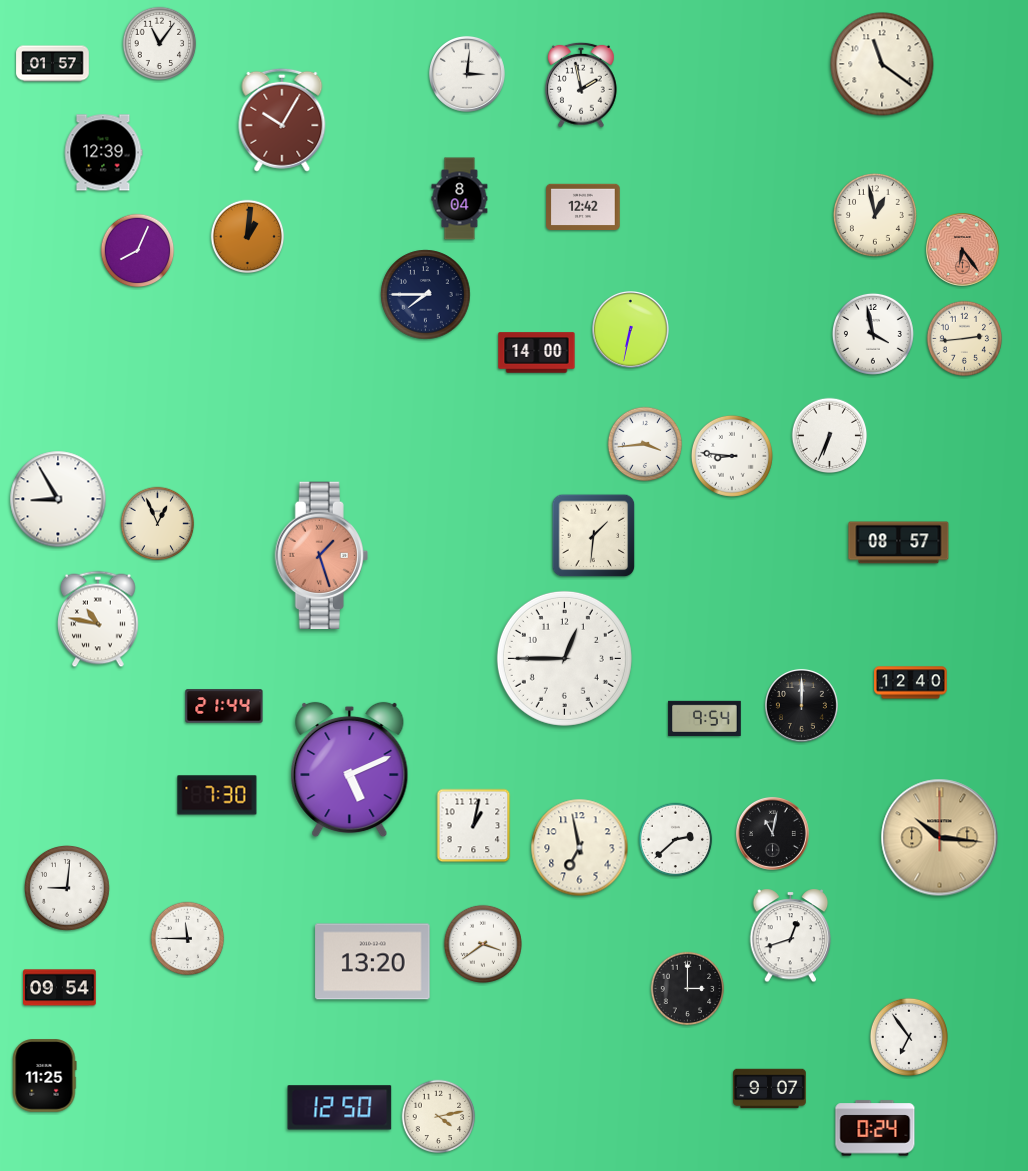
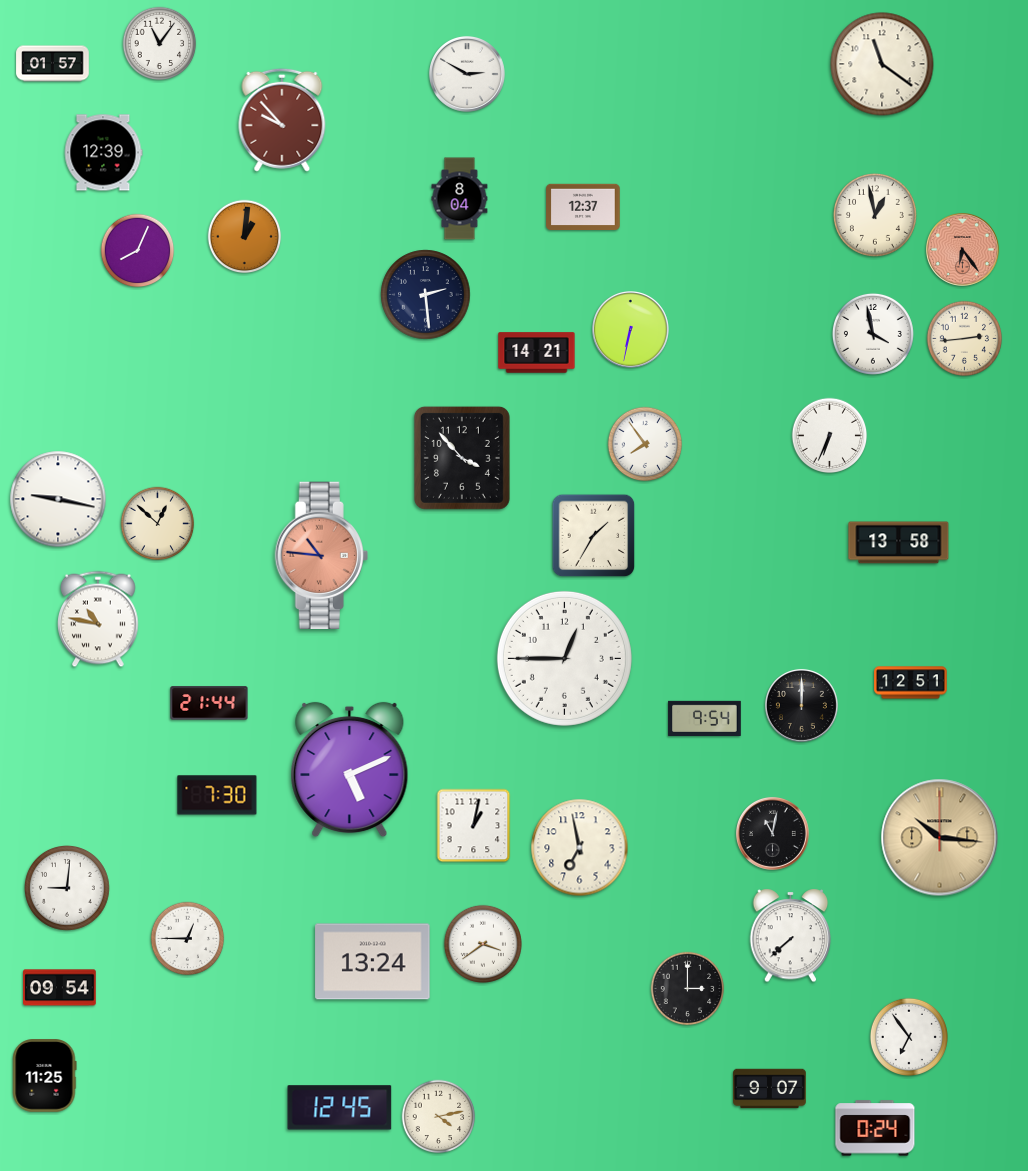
clock at (467, 74): 3:01 -> 2:50
clock at (582, 85): 1:58 -> none
clock at (282, 120): 10:05 -> 9:53
clock at (583, 207): 12:42 -> 12:37
clock at (248, 237) position: (248, 237) -> (245, 237)
clock at (426, 295): 7:45 -> 2:29
clock at (537, 353): 14:00 -> 14:21
clock at (645, 444): 3:44 -> 7:54
clock at (732, 456): 8:46 -> none
clock at (462, 458): none -> 3:53
clock at (58, 499): 8:55 -> 9:17
clock at (158, 524): 12:56 -> 12:52
clock at (594, 536): 1:31 -> 1:35
clock at (899, 543): 08:57 -> 13:58
clock at (321, 556): 1:27 -> 10:46
clock at (911, 683): 12:40 -> 12:51
clock at (224, 706) position: (224, 706) -> (209, 703)
clock at (676, 840): 2:38 -> none
clock at (791, 936): 12:42 -> 7:38
clock at (188, 939): 11:45 -> 12:45
clock at (373, 962): 13:20 -> 13:24
clock at (340, 1108): 12:50 -> 12:45
